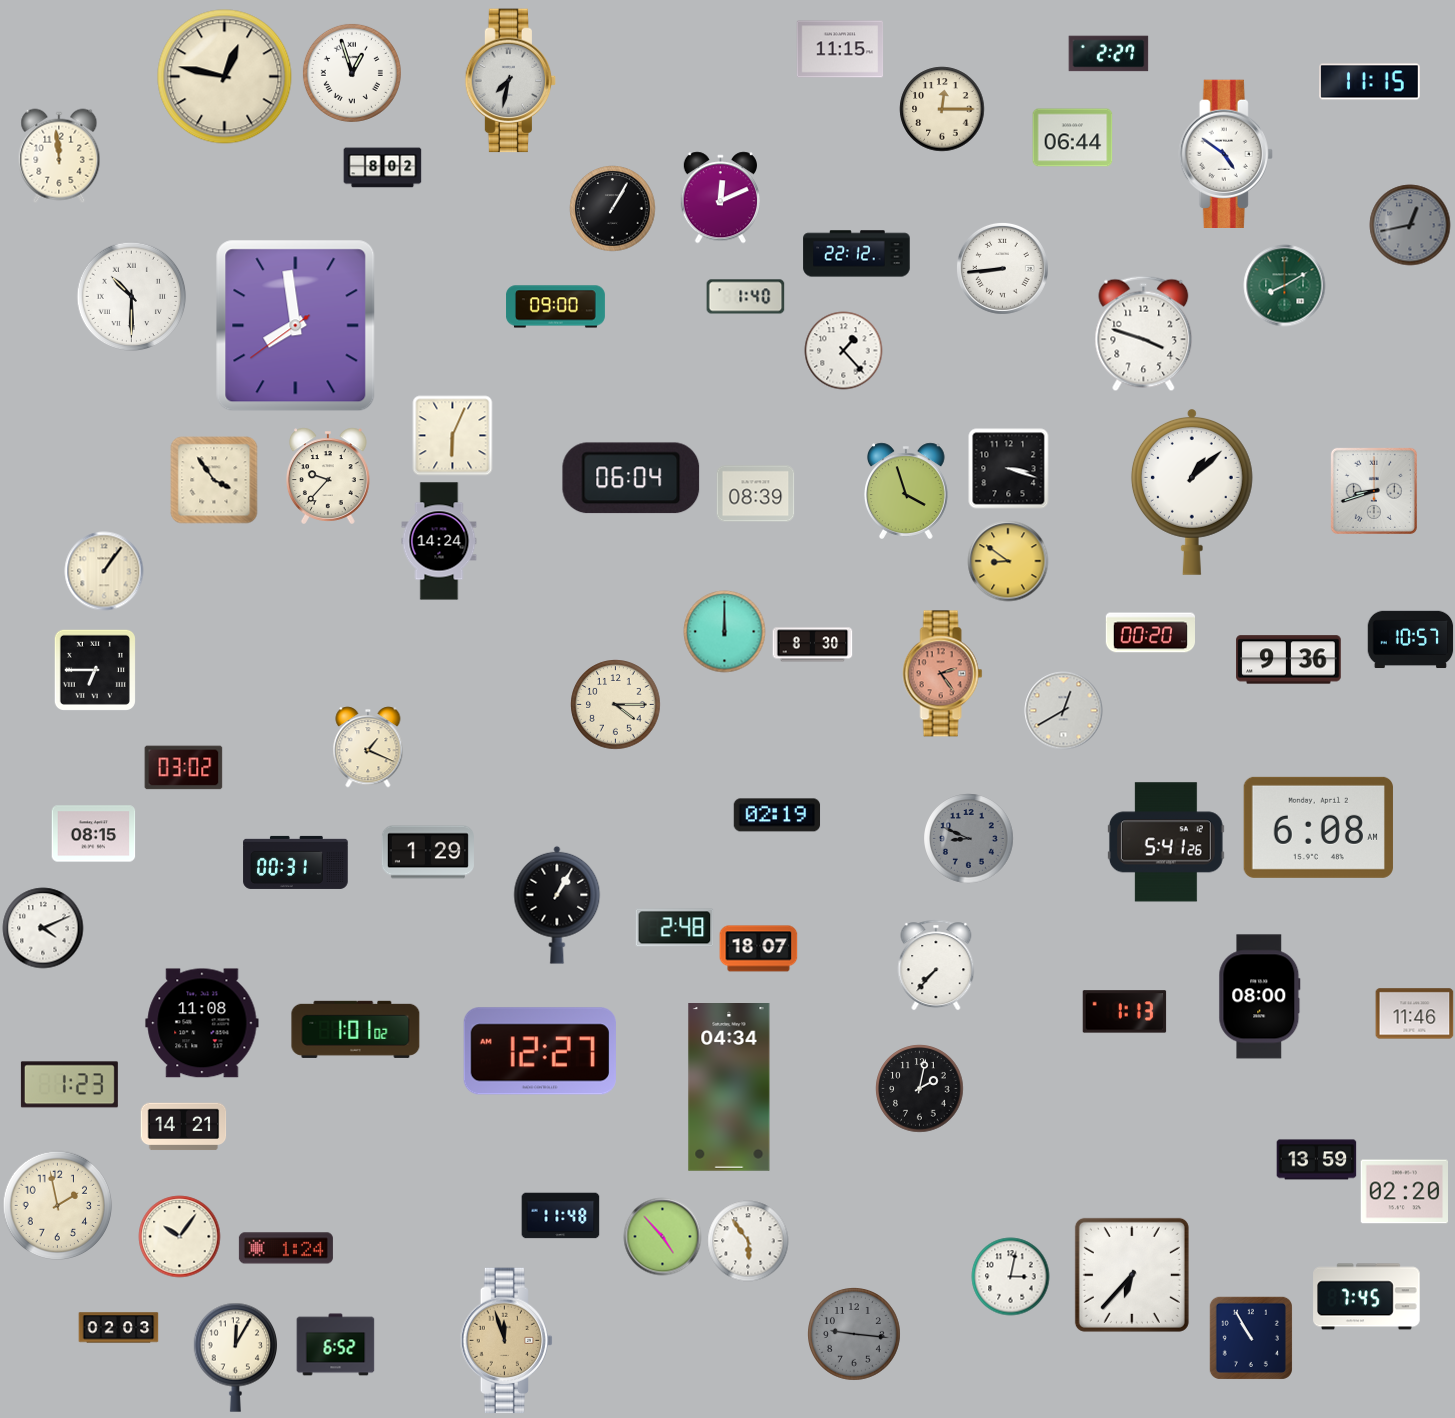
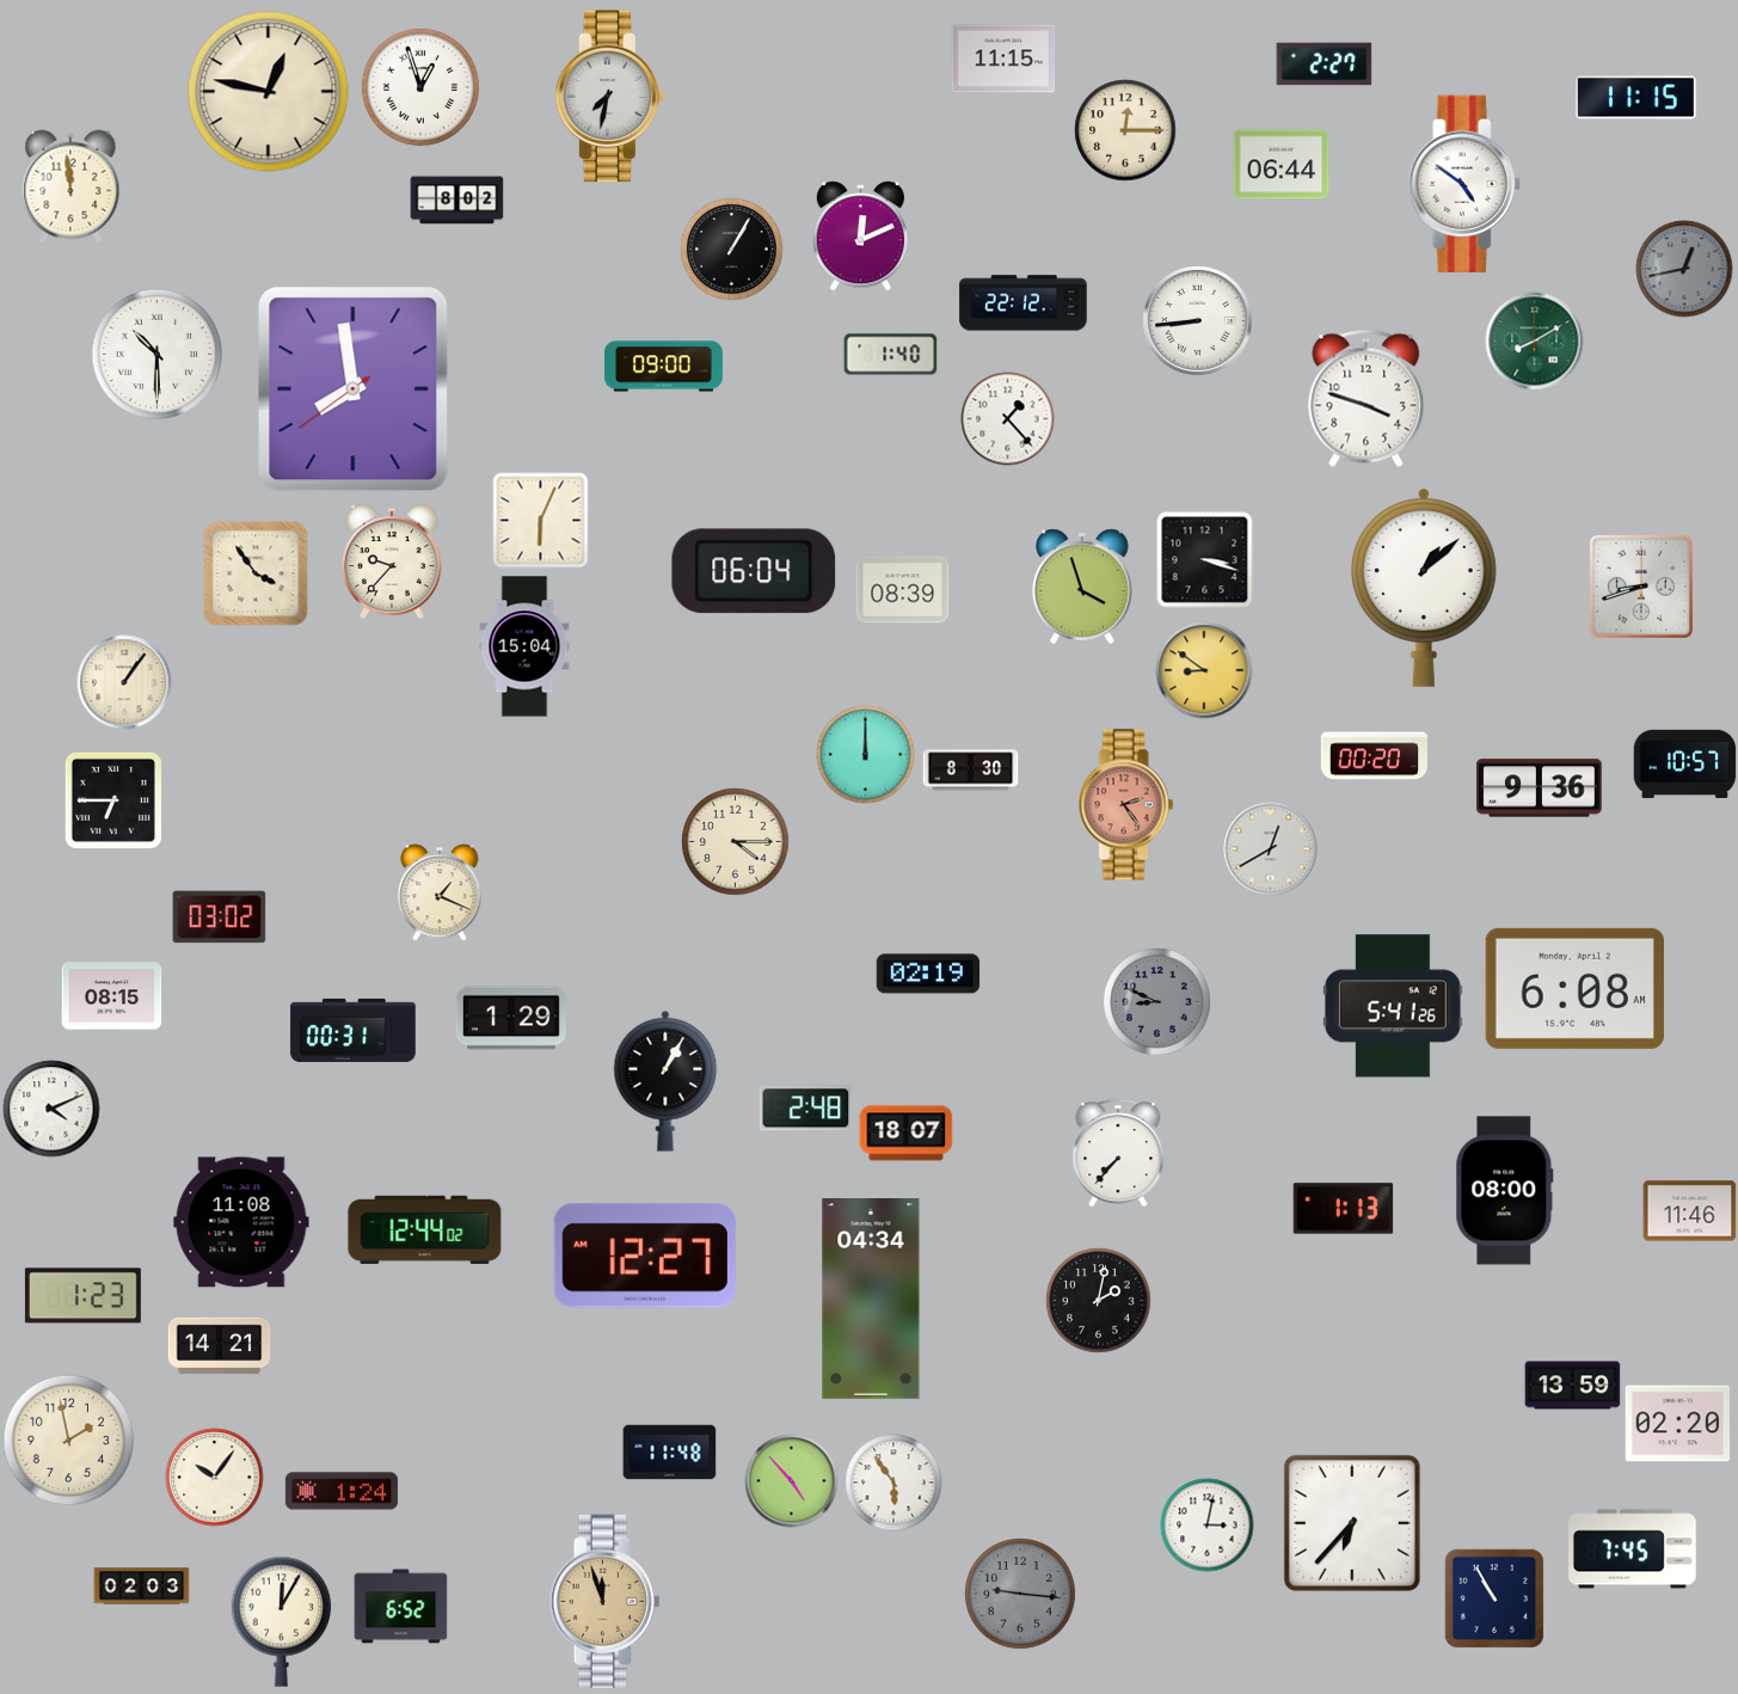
clock at (329, 476) position: (329, 476) -> (393, 561)
clock at (439, 541): 14:24 -> 15:04
clock at (356, 1029): 1:01 -> 12:44
clock at (662, 1236) position: (662, 1236) -> (791, 1480)
